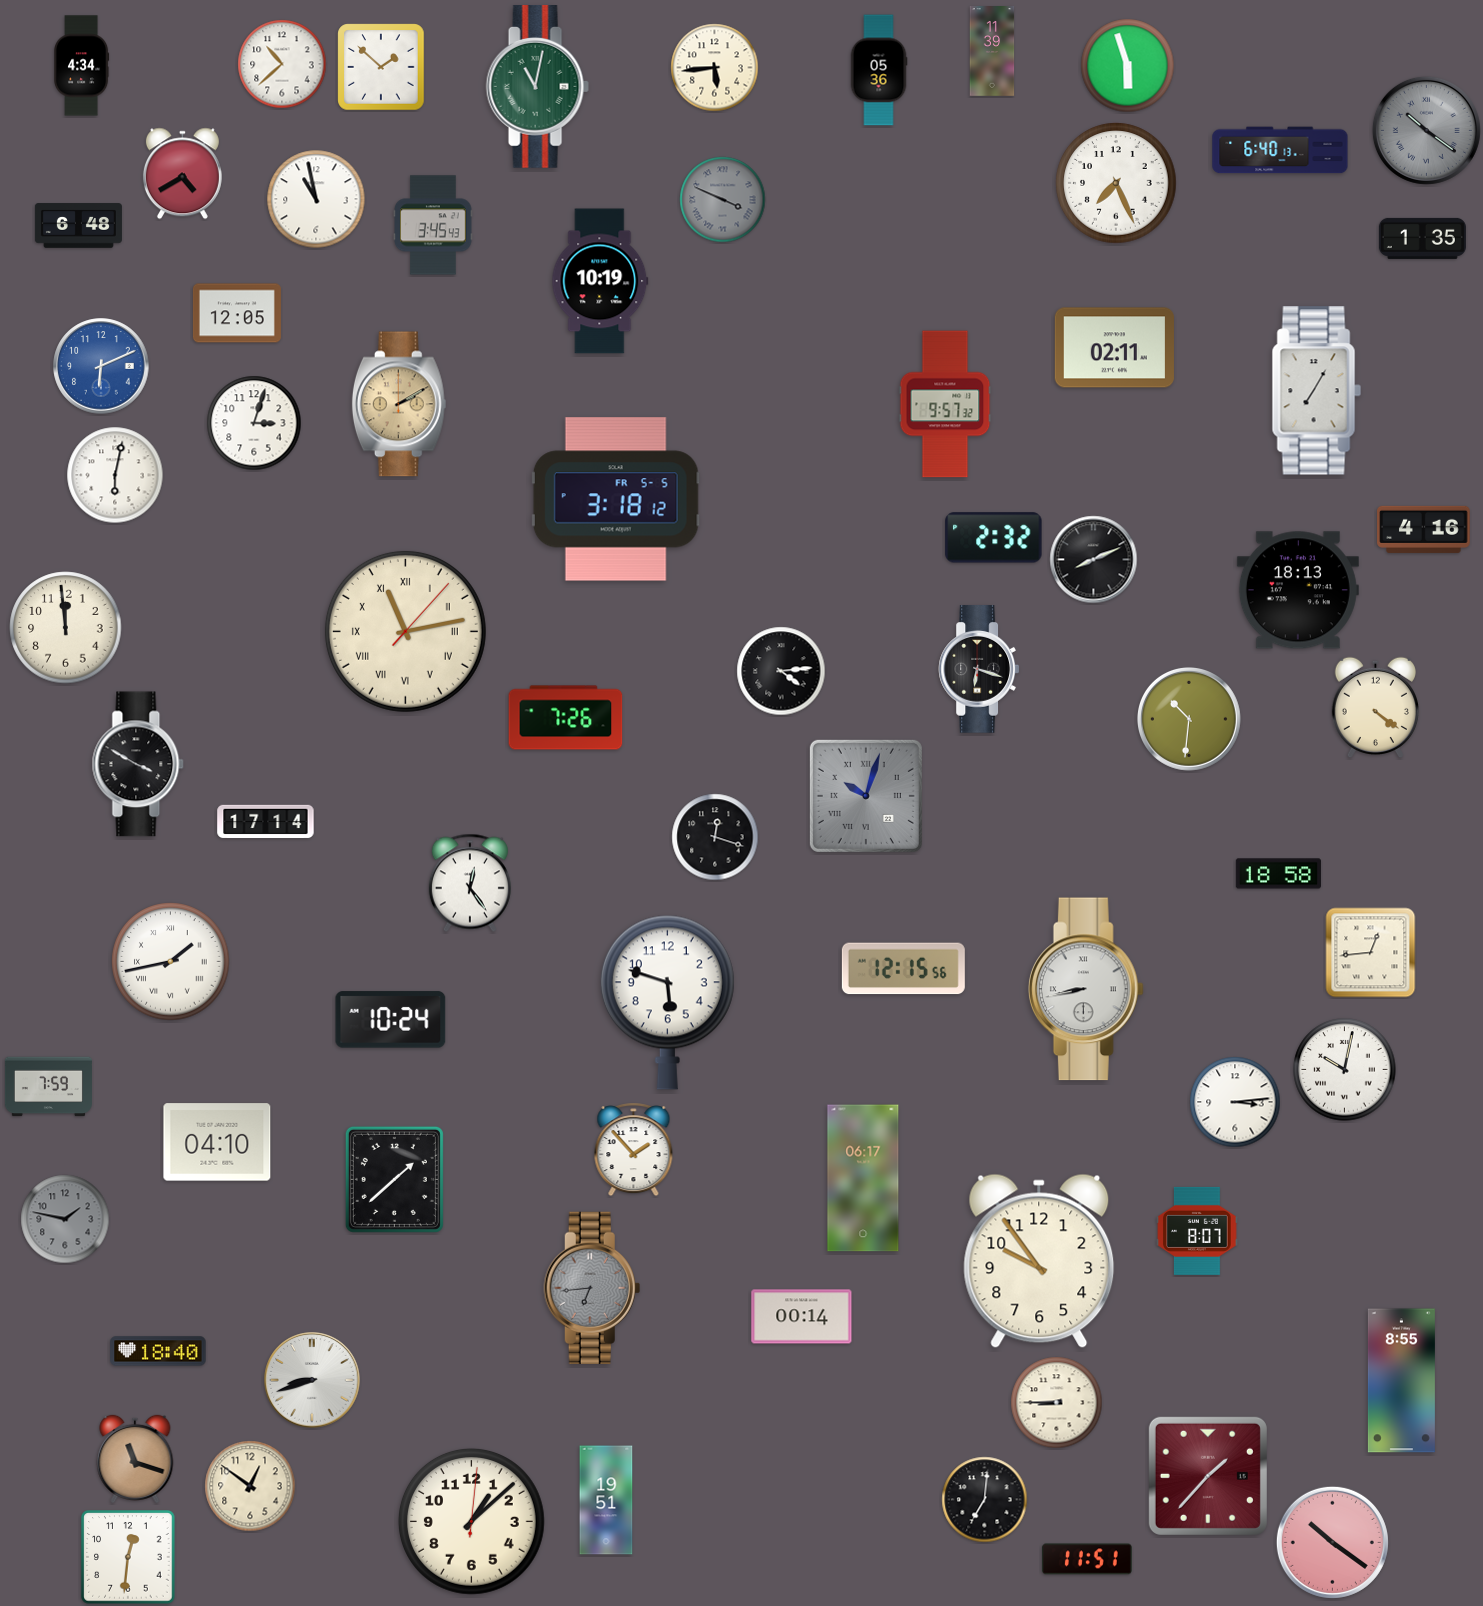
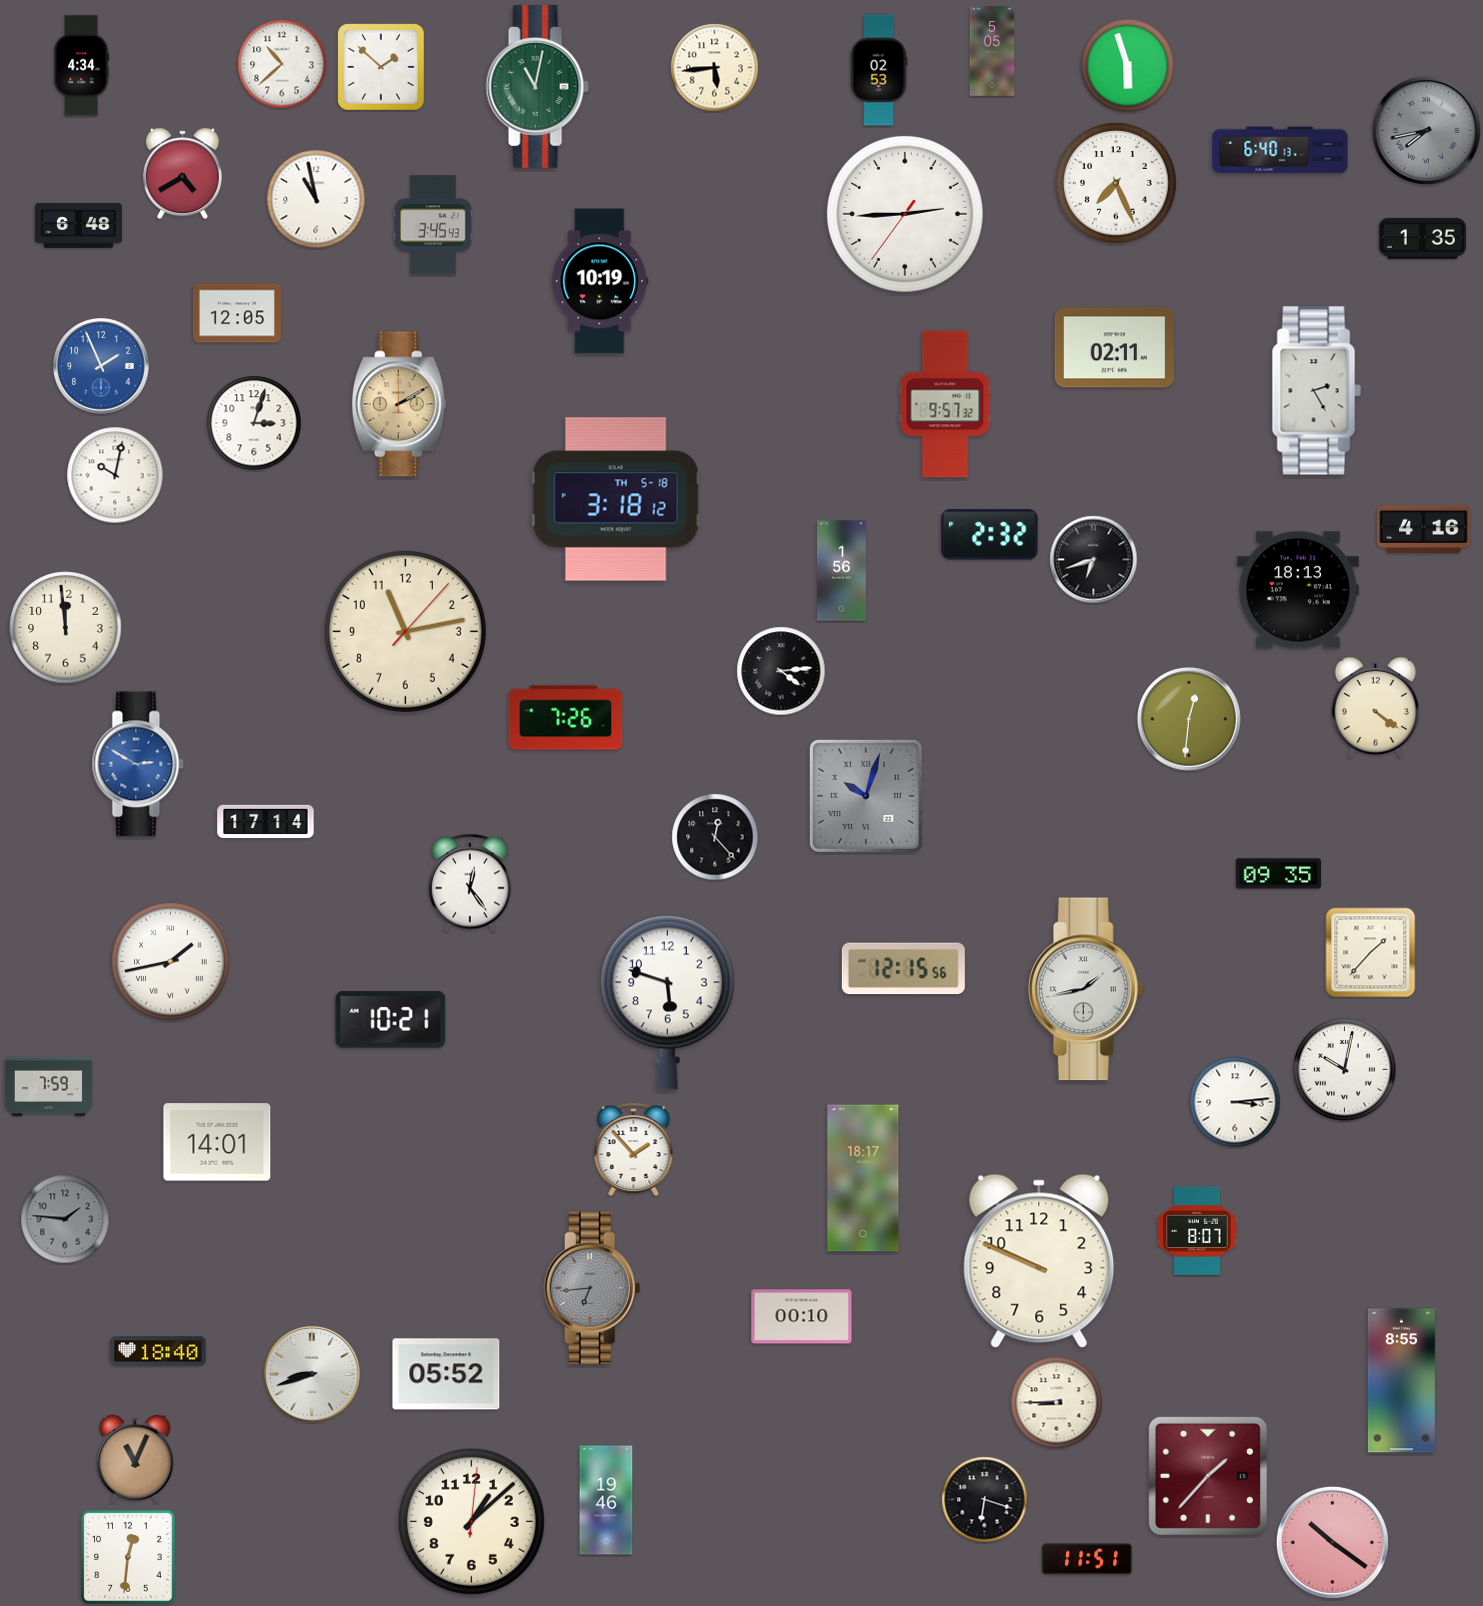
clock at (992, 52): 11:39 -> 5:05
clock at (879, 70): 05:36 -> 02:53
clock at (1426, 130): 10:21 -> 7:43
clock at (723, 200): 3:49 -> none
clock at (905, 214): none -> 2:44
clock at (101, 366): 6:11 -> 1:56
clock at (1316, 391): 7:05 -> 2:25
clock at (115, 475): 6:02 -> 10:02
clock at (616, 499) date: FR 5-5 -> TH 5-18
clock at (994, 538) position: (994, 538) -> (990, 535)
clock at (1094, 560): 8:11 -> 6:42
clock at (841, 571): none -> 1:56
clock at (405, 631) numerals: Roman -> Arabic
clock at (979, 669): 6:18 -> none
clock at (1189, 719): 10:31 -> 12:31
clock at (138, 764): 3:50 -> 2:50
clock at (138, 764) dial: black -> blue
clock at (715, 837): 12:18 -> 12:23
clock at (1278, 874): 18:58 -> 09:35
clock at (1371, 953): 12:44 -> 1:37
clock at (1086, 989): 8:43 -> 1:43
clock at (391, 1020): 10:24 -> 10:21
clock at (217, 1142): 04:10 -> 14:01
clock at (863, 1178): 06:17 -> 18:17
clock at (394, 1179): 1:38 -> none
clock at (65, 1219): 1:47 -> 1:46
clock at (1039, 1261): 9:54 -> 9:49
clock at (802, 1317): 00:14 -> 00:10
clock at (446, 1374): none -> 05:52
clock at (312, 1380) position: (312, 1380) -> (312, 1374)
clock at (135, 1459): 11:18 -> 11:04
clock at (250, 1486): 12:51 -> none
clock at (606, 1500): 19:51 -> 19:46
clock at (985, 1500): 7:01 -> 6:18
